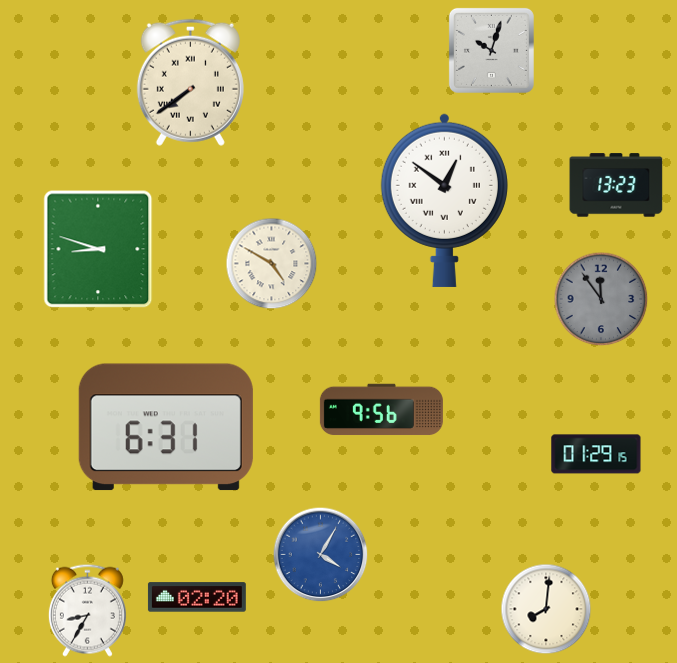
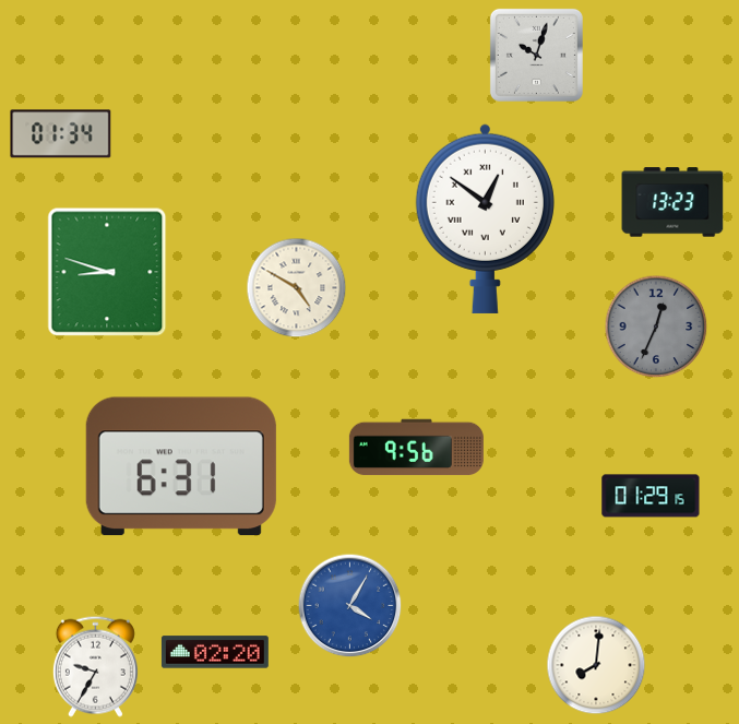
clock at (190, 82): 7:39 -> none
clock at (61, 134): none -> 01:34
clock at (601, 299): 11:54 -> 12:34
clock at (87, 610): 8:35 -> 9:35
